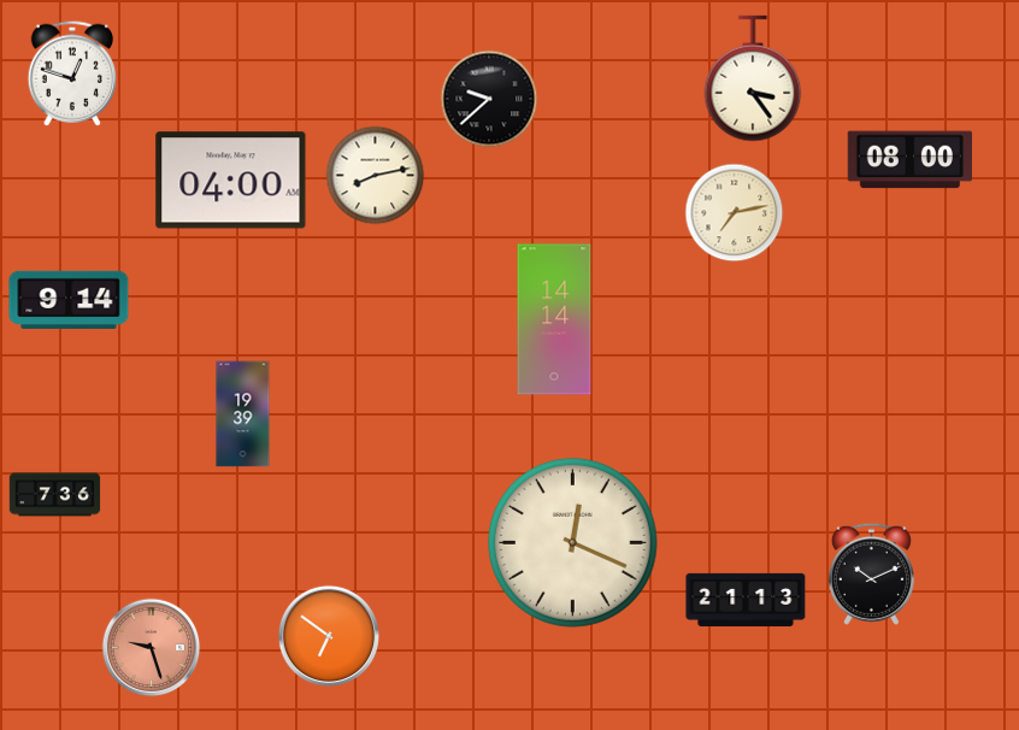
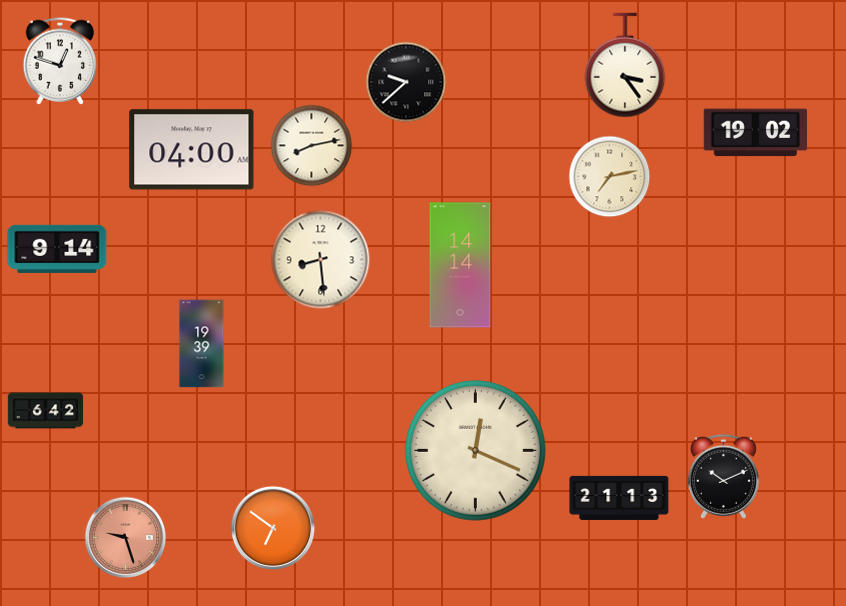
clock at (909, 160): 08:00 -> 19:02
clock at (321, 260): none -> 8:29
clock at (55, 495): 7:36 -> 6:42
